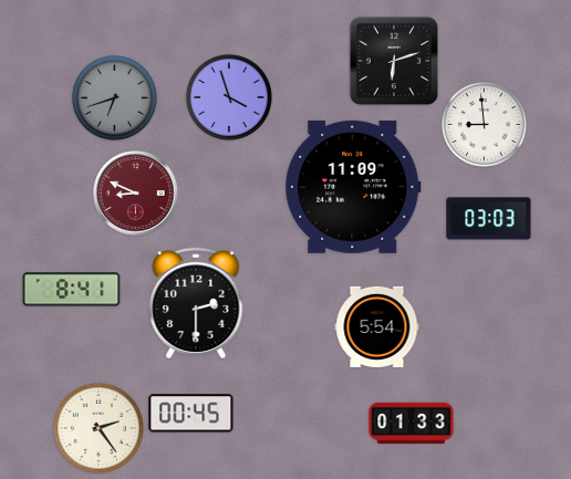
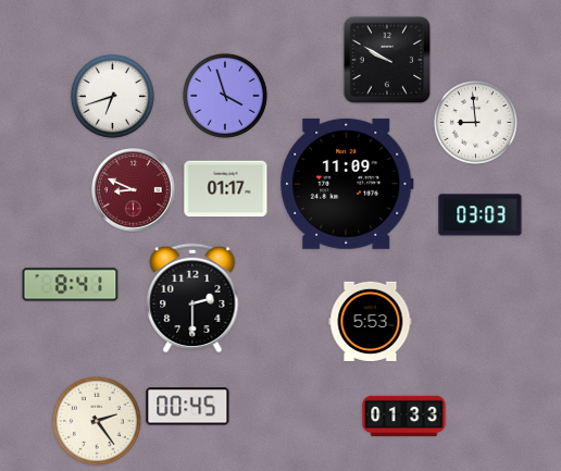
clock at (394, 61): 6:12 -> 9:50
clock at (114, 97) dial: grey -> white
clock at (226, 189): none -> 01:17
clock at (377, 326): 5:54 -> 5:53
